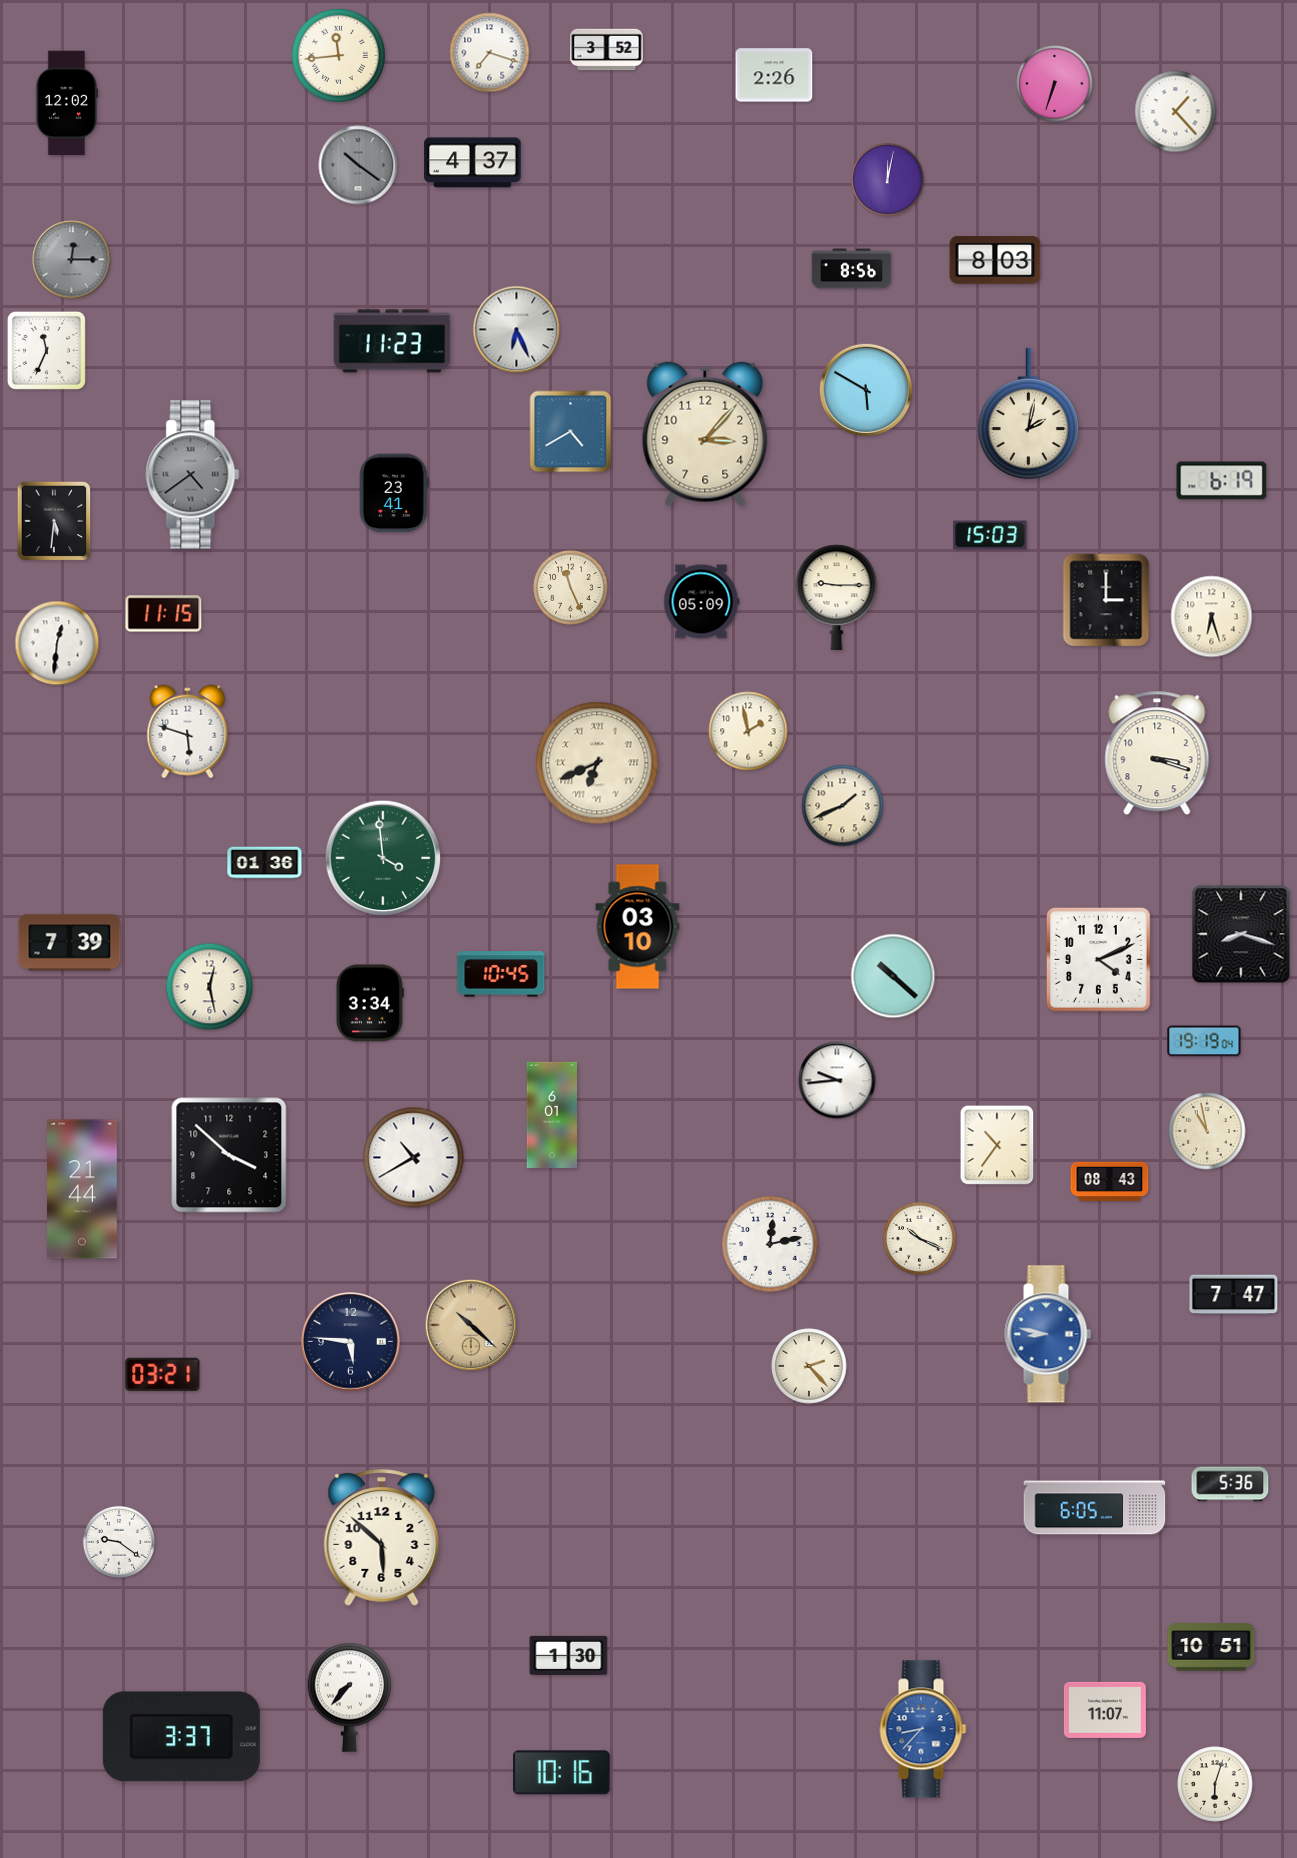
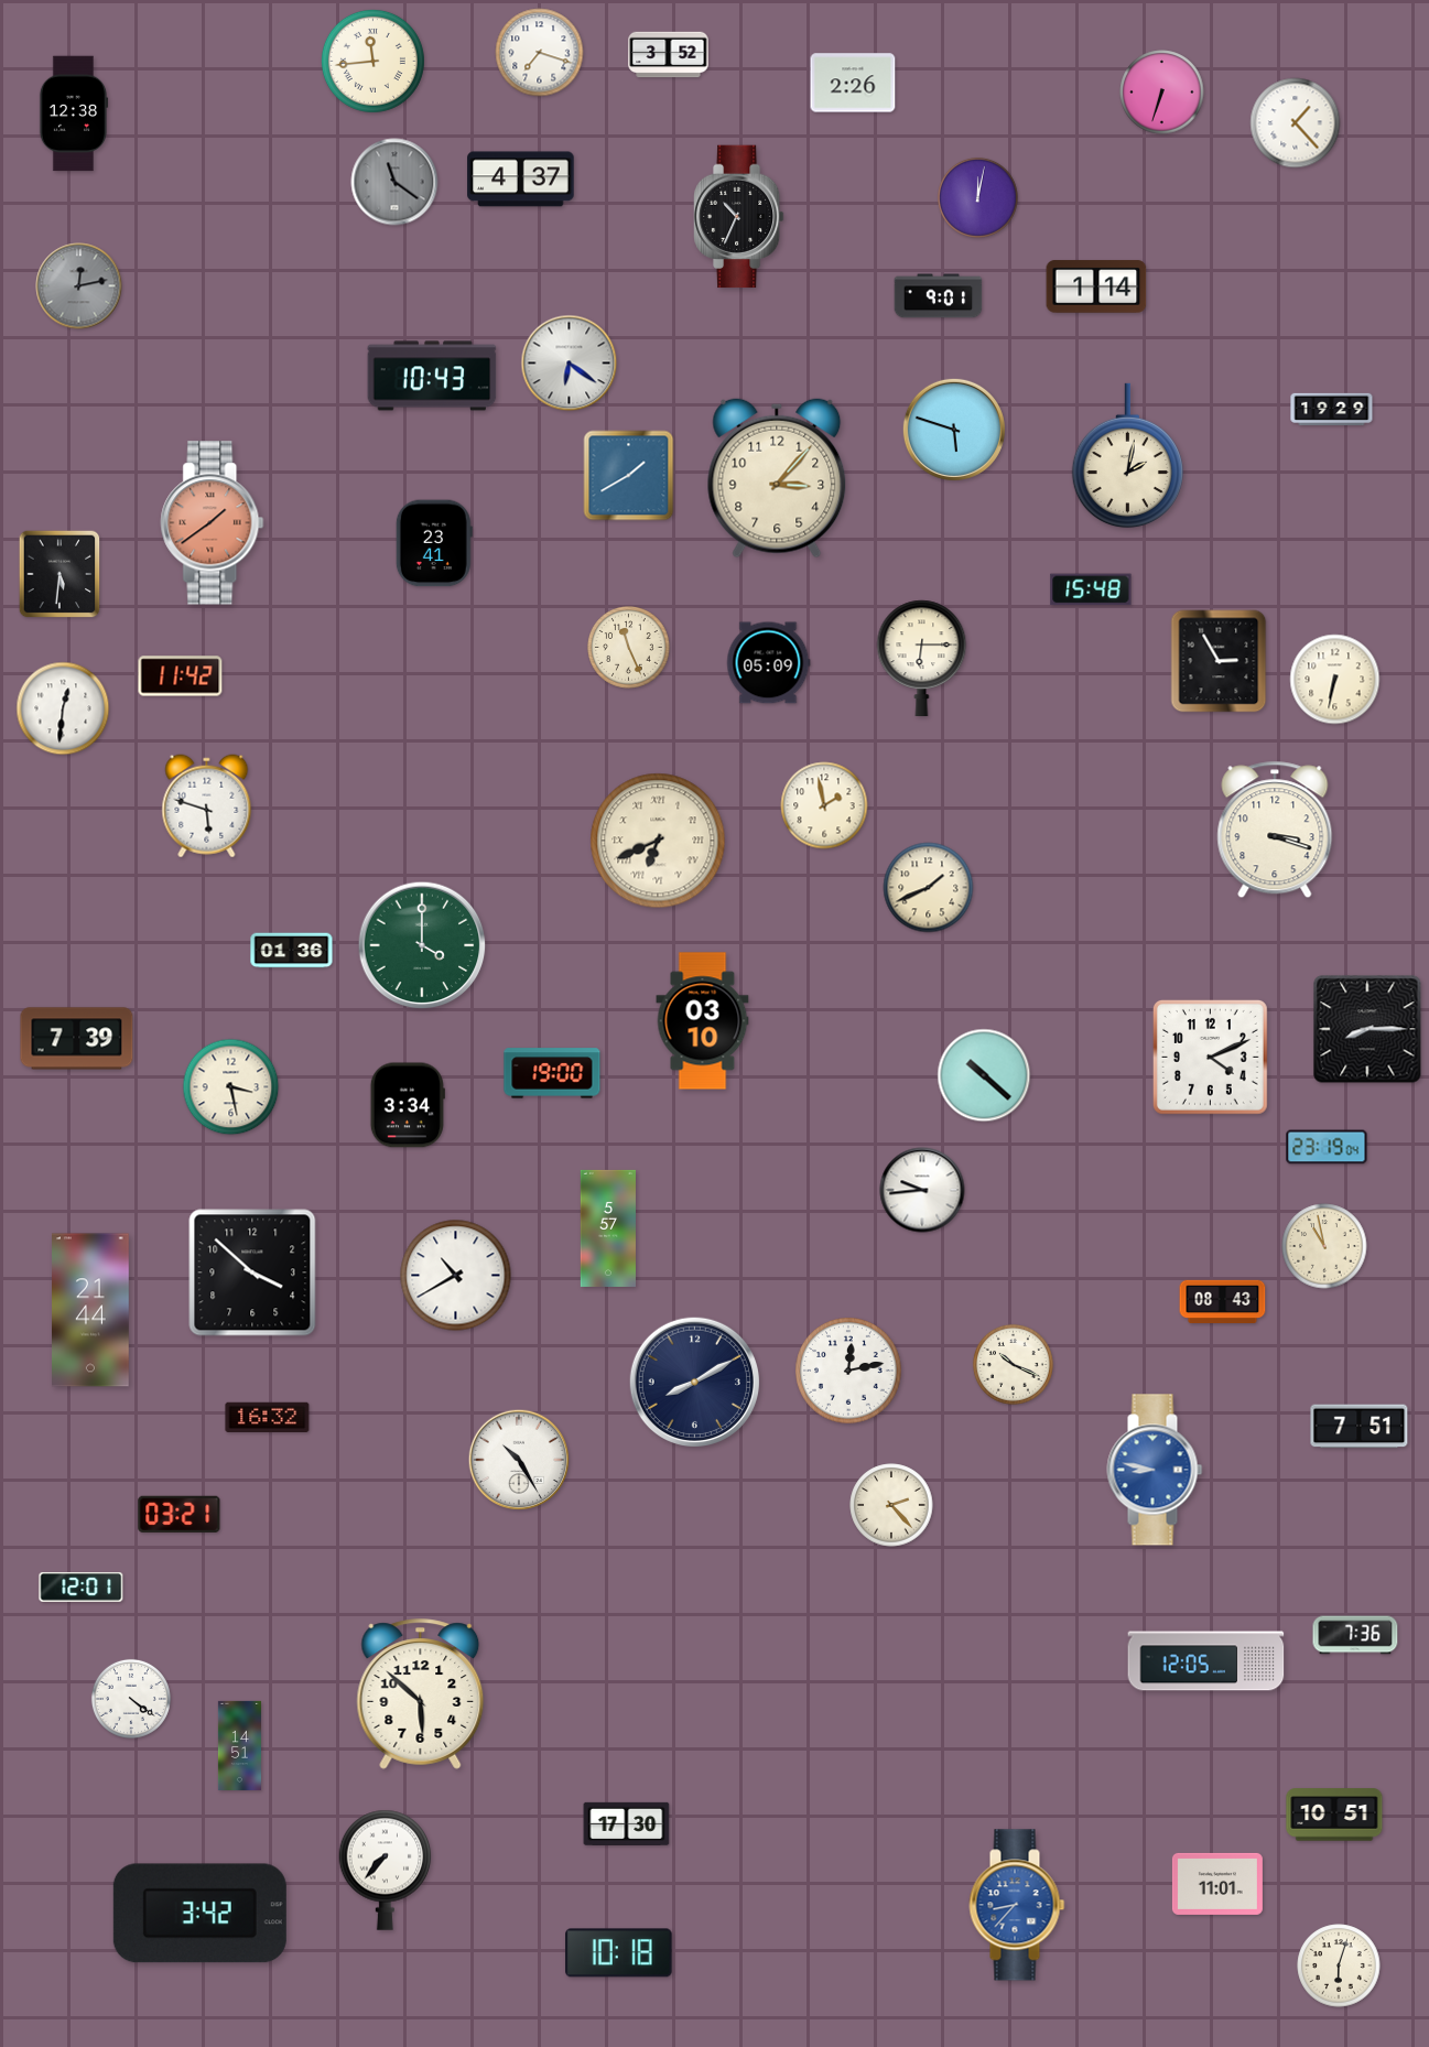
clock at (490, 53) position: (490, 53) -> (540, 53)
clock at (67, 103): 12:02 -> 12:38
clock at (358, 165): 10:21 -> 11:21
clock at (738, 217): none -> 10:34
clock at (72, 260): 12:15 -> 12:13
clock at (995, 260): 8:03 -> 1:14
clock at (852, 269): 8:56 -> 9:01
clock at (517, 330): 6:26 -> 6:21
clock at (392, 341): 11:23 -> 10:43
clock at (46, 350): 11:34 -> none
clock at (1332, 409): none -> 19:29
clock at (866, 390): 5:50 -> 5:48
clock at (1028, 414) position: (1028, 414) -> (1127, 456)
clock at (571, 432): 4:40 -> 1:40
clock at (193, 475): 4:39 -> 1:39
clock at (193, 475) dial: grey -> salmon
clock at (1222, 481): 6:19 -> none
clock at (990, 535): 15:03 -> 15:48
clock at (837, 597): 9:15 -> 6:15
clock at (1106, 600): 3:00 -> 2:55
clock at (701, 602) position: (701, 602) -> (768, 663)
clock at (164, 614): 11:15 -> 11:42
clock at (1212, 617): 6:27 -> 6:32
clock at (383, 858): 3:59 -> 4:00
clock at (1241, 934): 8:18 -> 8:15
clock at (501, 974): 10:45 -> 19:00
clock at (210, 987): 12:28 -> 3:28
clock at (1204, 1041): 19:19 -> 23:19
clock at (552, 1115): 6:01 -> 5:57
clock at (1207, 1131) position: (1207, 1131) -> (1324, 1246)
clock at (997, 1145): 10:36 -> none
clock at (694, 1382): none -> 8:10
clock at (268, 1418): none -> 16:32
clock at (1234, 1295): 7:47 -> 7:51
clock at (471, 1325): 10:22 -> 10:25
clock at (471, 1325) dial: champagne -> white
clock at (351, 1342): 5:46 -> none
clock at (82, 1588): none -> 12:01
clock at (1230, 1484): 5:36 -> 7:36
clock at (1095, 1508): 6:05 -> 12:05
clock at (119, 1542): 9:21 -> 4:21
clock at (239, 1745): none -> 14:51
clock at (569, 1655): 1:30 -> 17:30
clock at (1105, 1710): 11:07 -> 11:01
clock at (181, 1737): 3:37 -> 3:42
clock at (562, 1773): 10:16 -> 10:18
